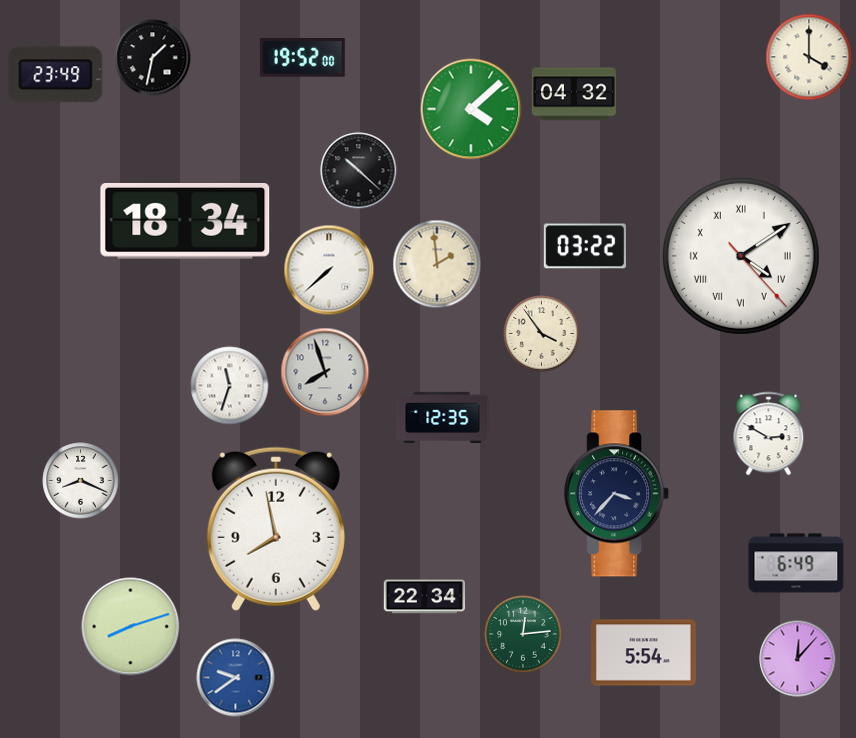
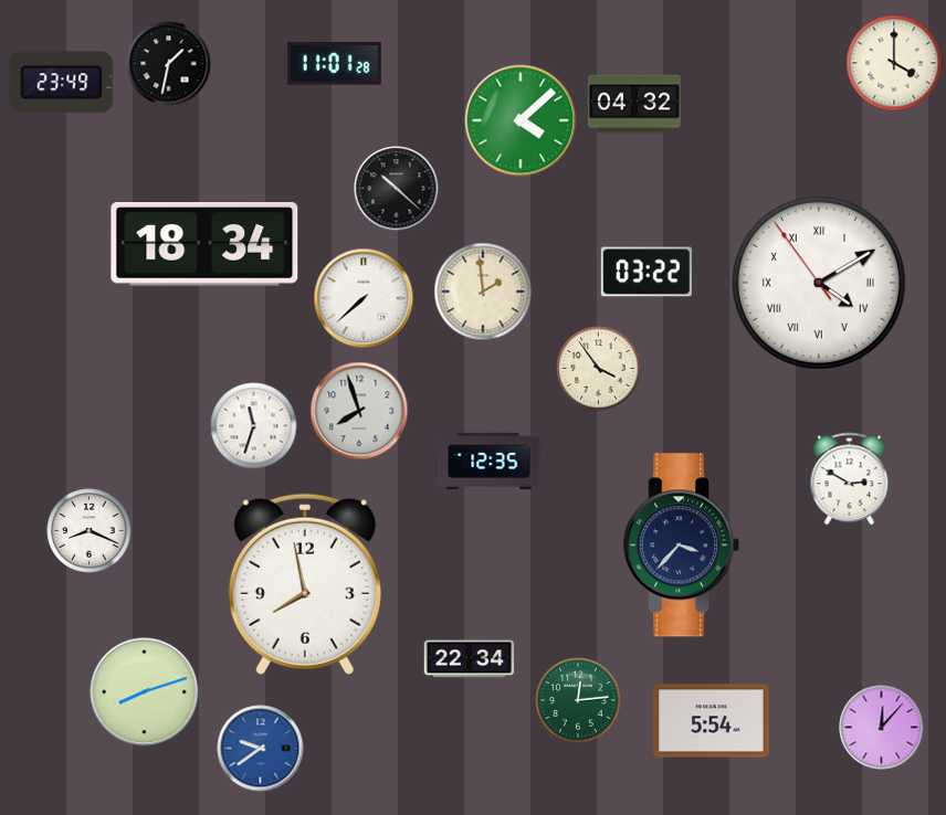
clock at (302, 58): 19:52 -> 11:01
clock at (741, 256): 4:09:23 -> 4:09:54
clock at (796, 563): 6:49 -> none
